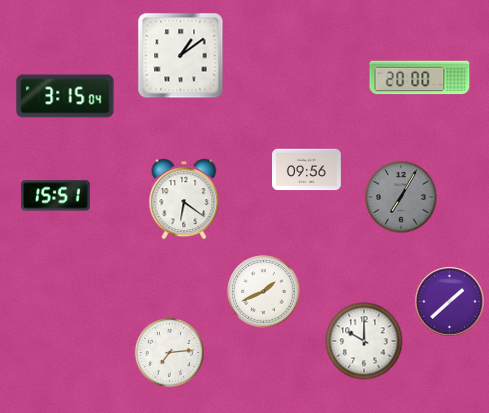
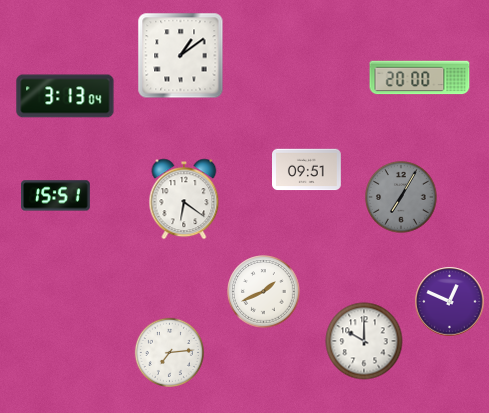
clock at (65, 96): 3:15 -> 3:13
clock at (307, 170): 09:56 -> 09:51
clock at (450, 302): 1:38 -> 12:49
